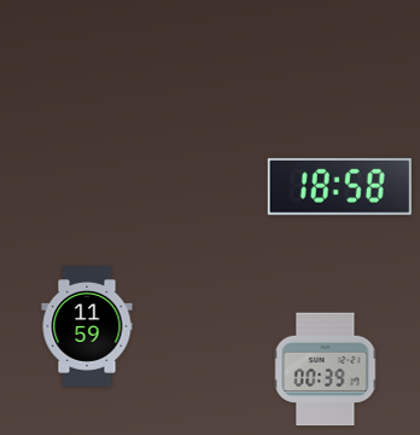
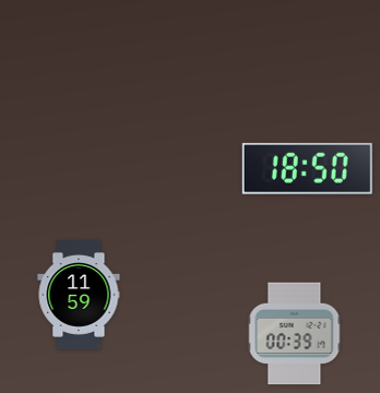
clock at (339, 186): 18:58 -> 18:50
